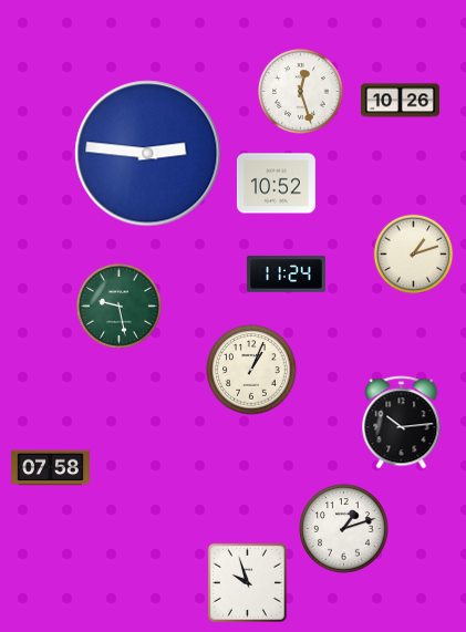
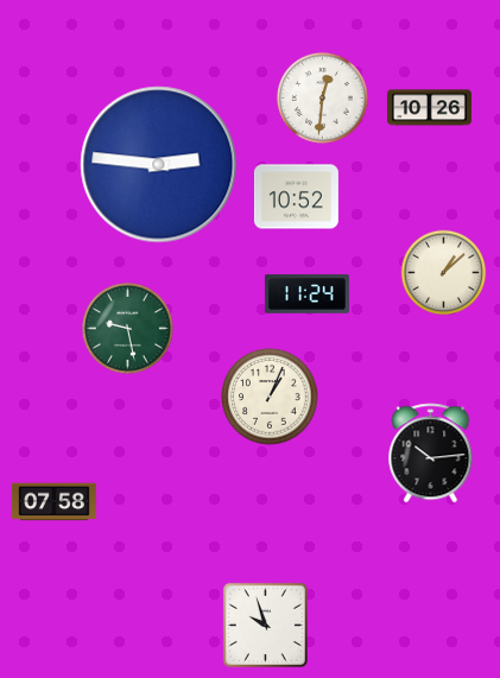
clock at (300, 91): 12:27 -> 12:31
clock at (414, 255): 1:12 -> 1:08
clock at (344, 529): 1:12 -> none
